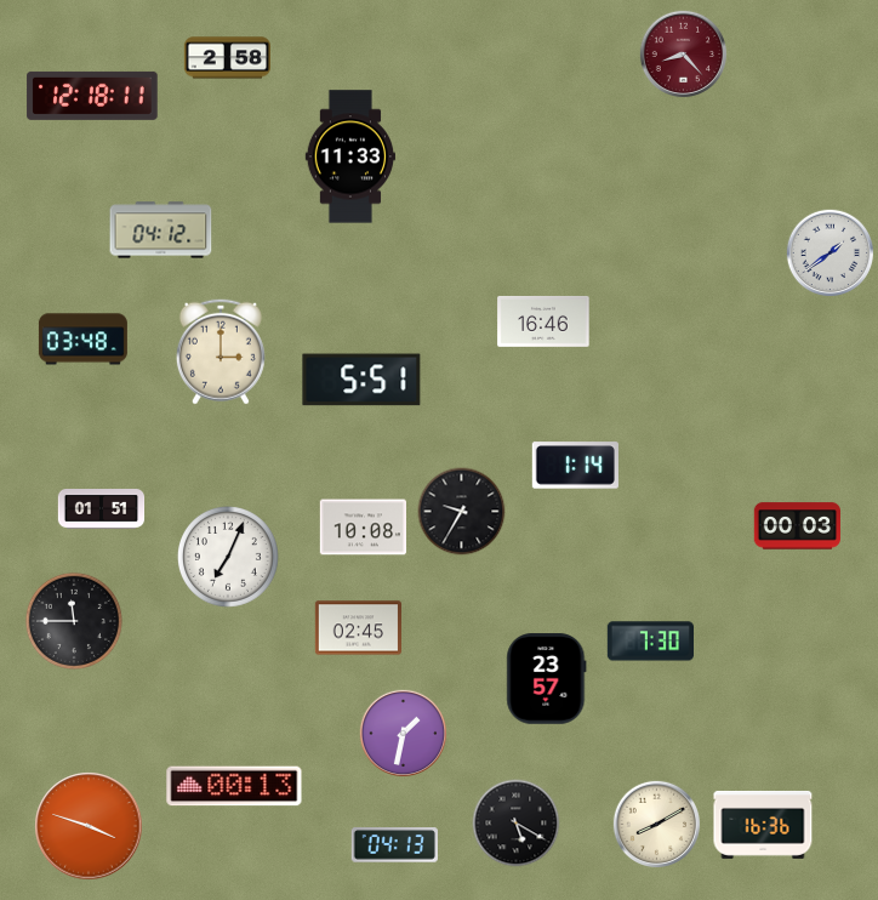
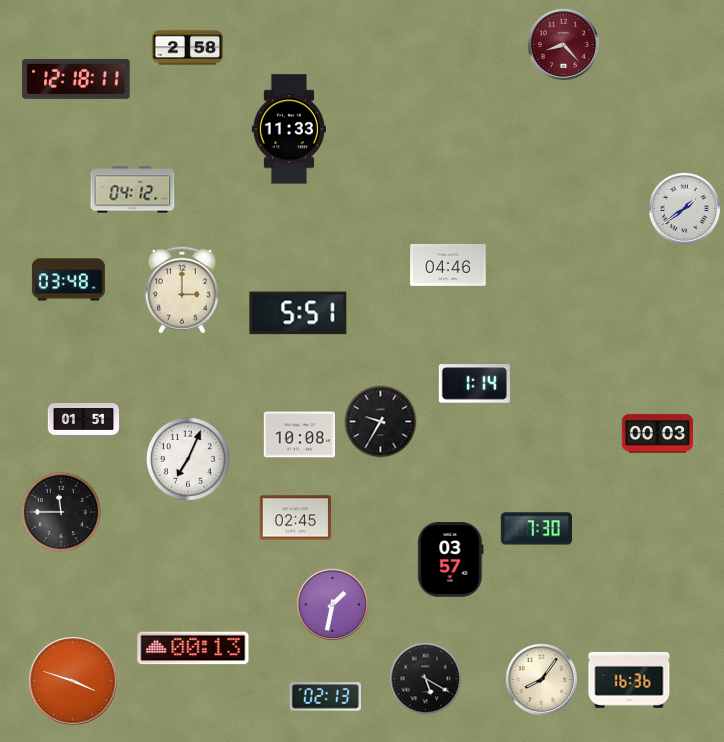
clock at (543, 321): 16:46 -> 04:46
clock at (547, 679): 23:57 -> 03:57
clock at (657, 825): 8:10 -> 8:06
clock at (394, 845): 04:13 -> 02:13
